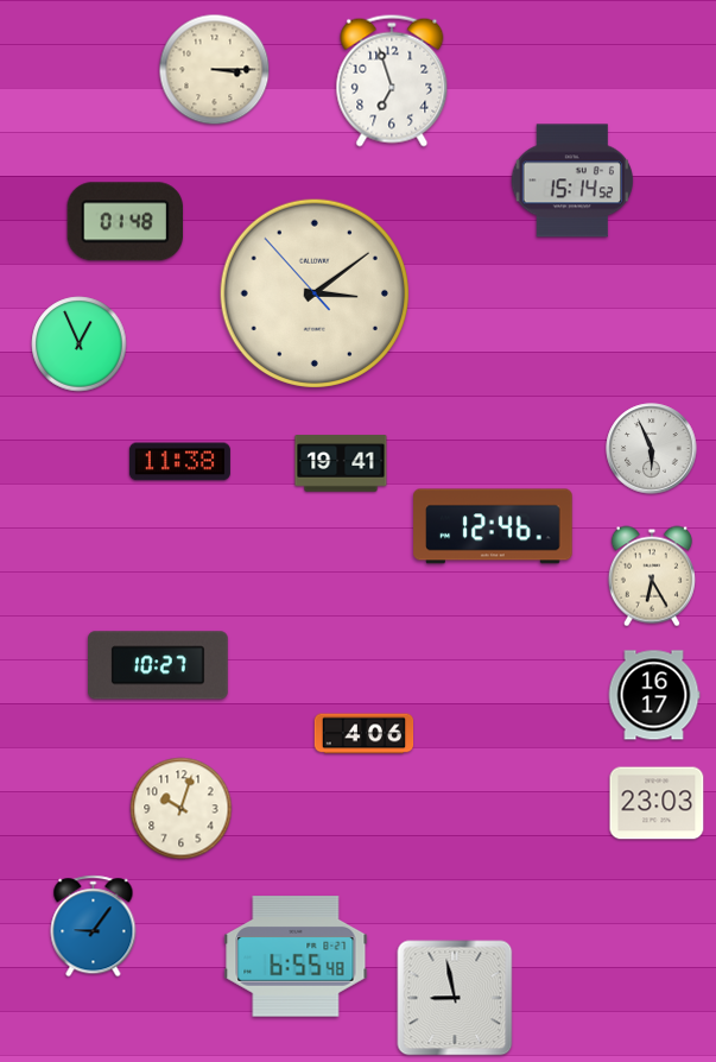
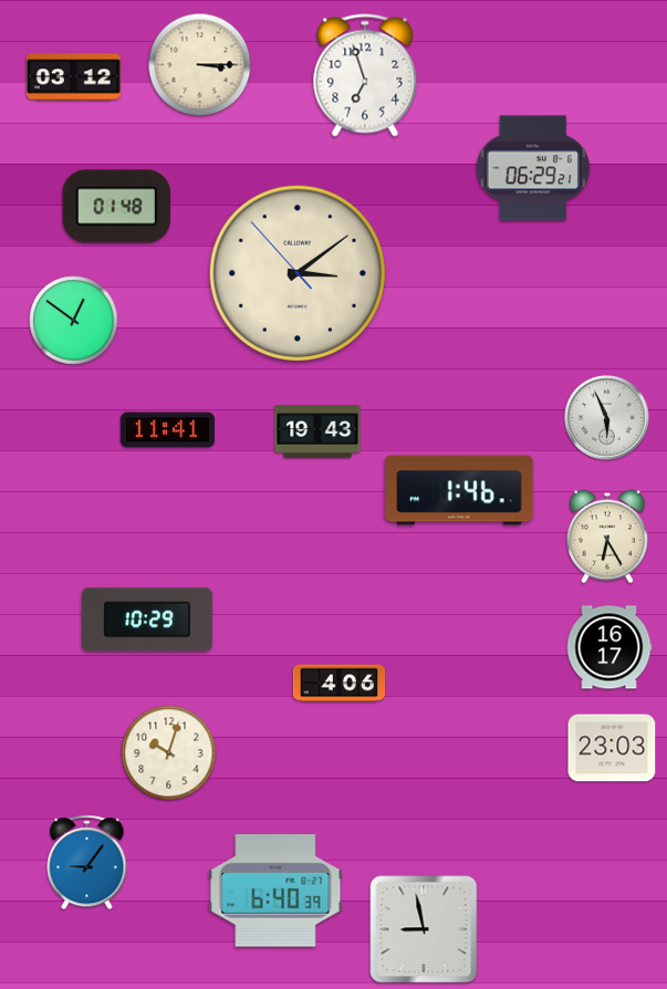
clock at (73, 77): none -> 03:12
clock at (571, 181): 15:14 -> 06:29
clock at (313, 292) position: (313, 292) -> (296, 272)
clock at (80, 344): 12:56 -> 12:51
clock at (179, 462): 11:38 -> 11:41
clock at (341, 463): 19:41 -> 19:43
clock at (493, 526): 12:46 -> 1:46
clock at (159, 665): 10:27 -> 10:29
clock at (296, 956): 6:55 -> 6:40
